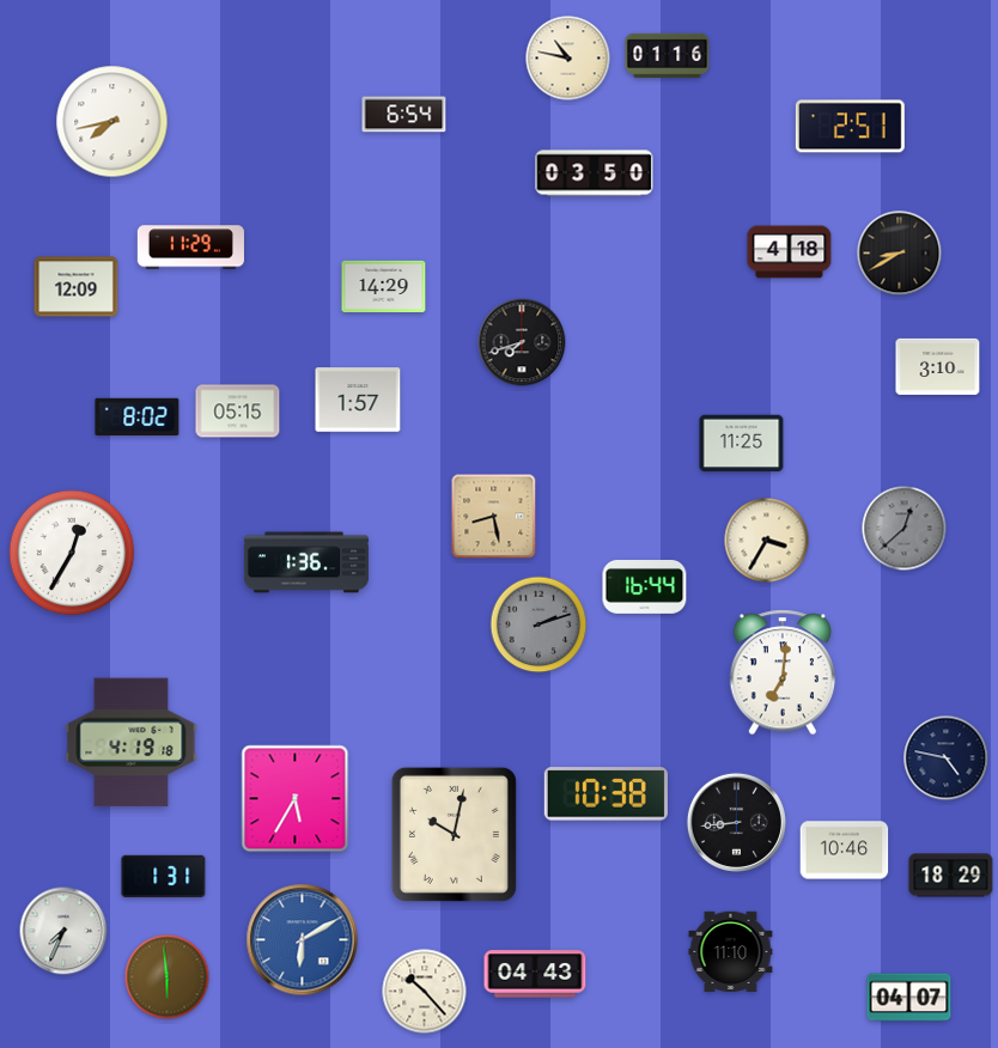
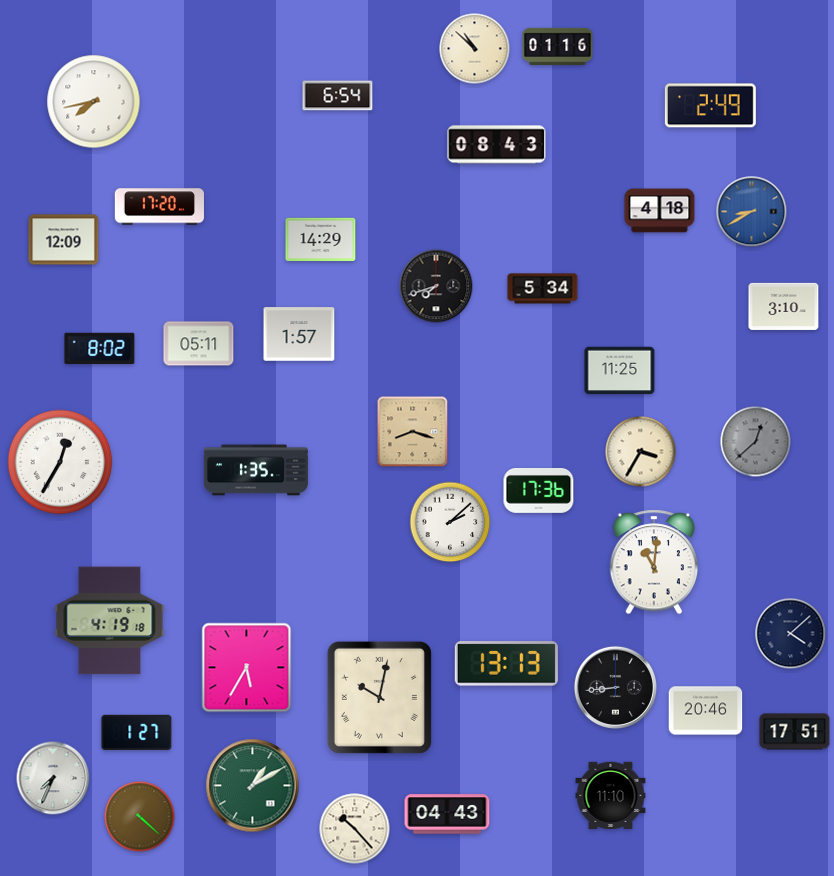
clock at (568, 59): 10:47 -> 10:52
clock at (850, 127): 2:51 -> 2:49
clock at (595, 173): 03:50 -> 08:43
clock at (190, 248): 11:29 -> 17:20
clock at (900, 254) dial: black -> blue
clock at (543, 289): none -> 5:34
clock at (238, 412): 05:15 -> 05:11
clock at (138, 416) position: (138, 416) -> (100, 348)
clock at (494, 517): 8:28 -> 8:18
clock at (306, 562): 1:36 -> 1:35
clock at (645, 587): 16:44 -> 17:36
clock at (538, 624): 2:12 -> 2:08
clock at (538, 624) dial: grey -> white
clock at (783, 672): 7:01 -> 11:01
clock at (947, 758): 4:47 -> 4:08
clock at (606, 794): 10:38 -> 13:13
clock at (845, 851): 10:46 -> 20:46
clock at (164, 876): 1:31 -> 1:27
clock at (951, 876): 18:29 -> 17:51
clock at (303, 940): 6:10 -> 1:10
clock at (303, 940) dial: blue -> green
clock at (168, 977): 5:59 -> 4:22
clock at (909, 998): 04:07 -> none
